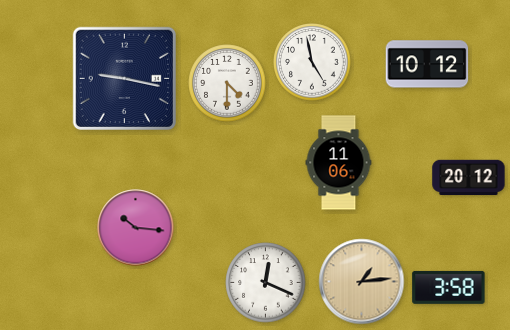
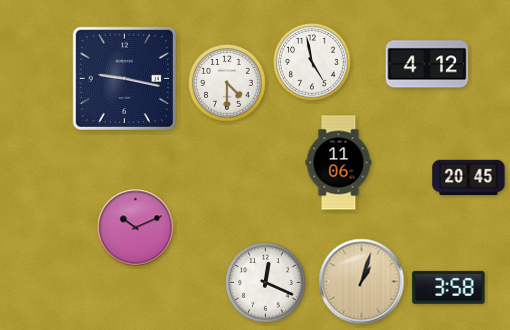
clock at (427, 64): 10:12 -> 4:12
clock at (469, 178): 20:12 -> 20:45
clock at (136, 228): 10:16 -> 10:11
clock at (362, 282): 1:14 -> 1:03
